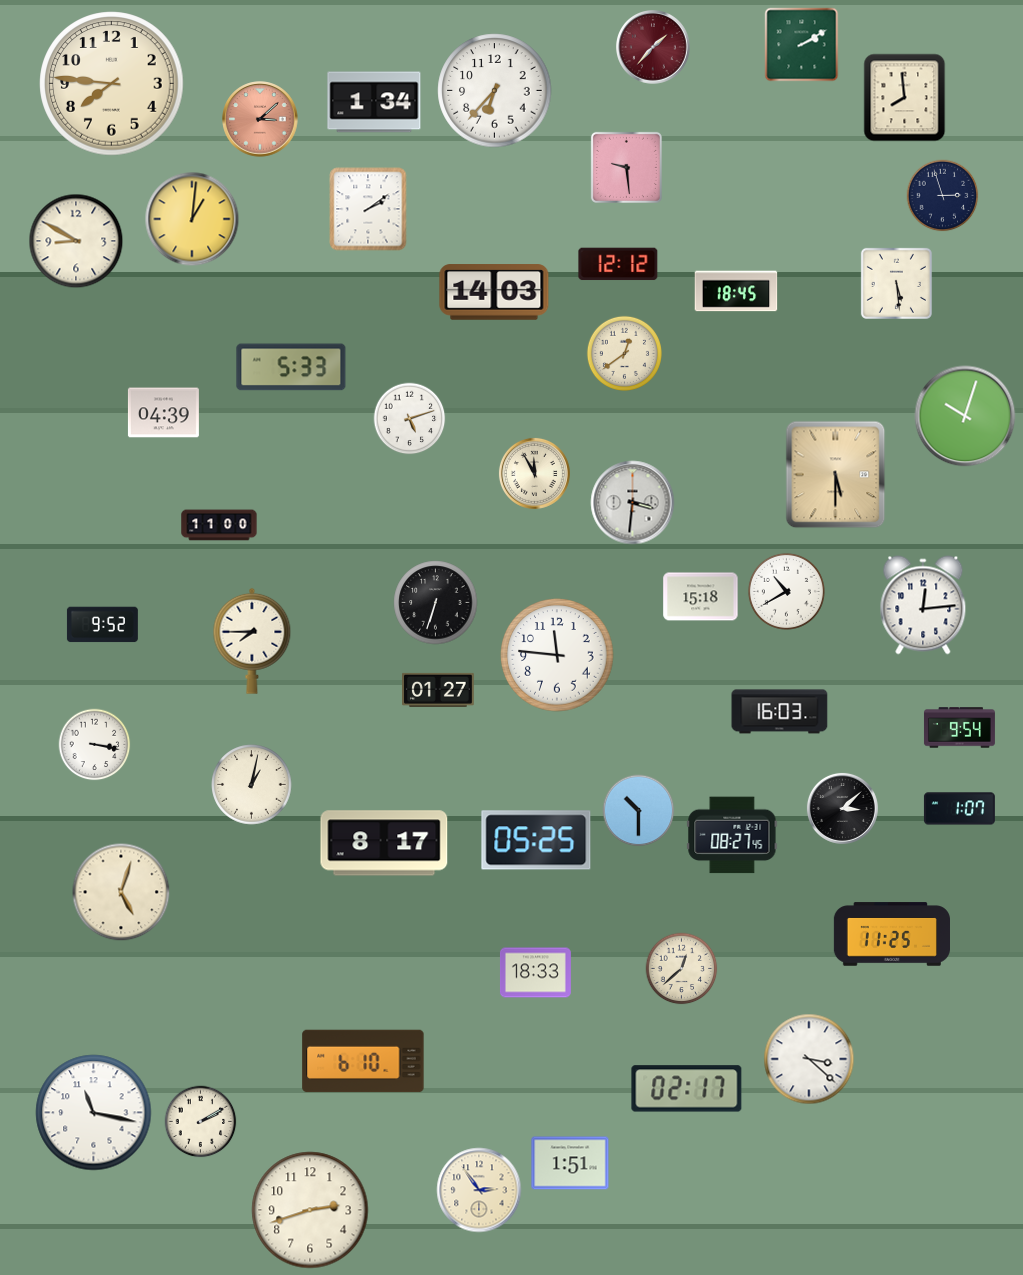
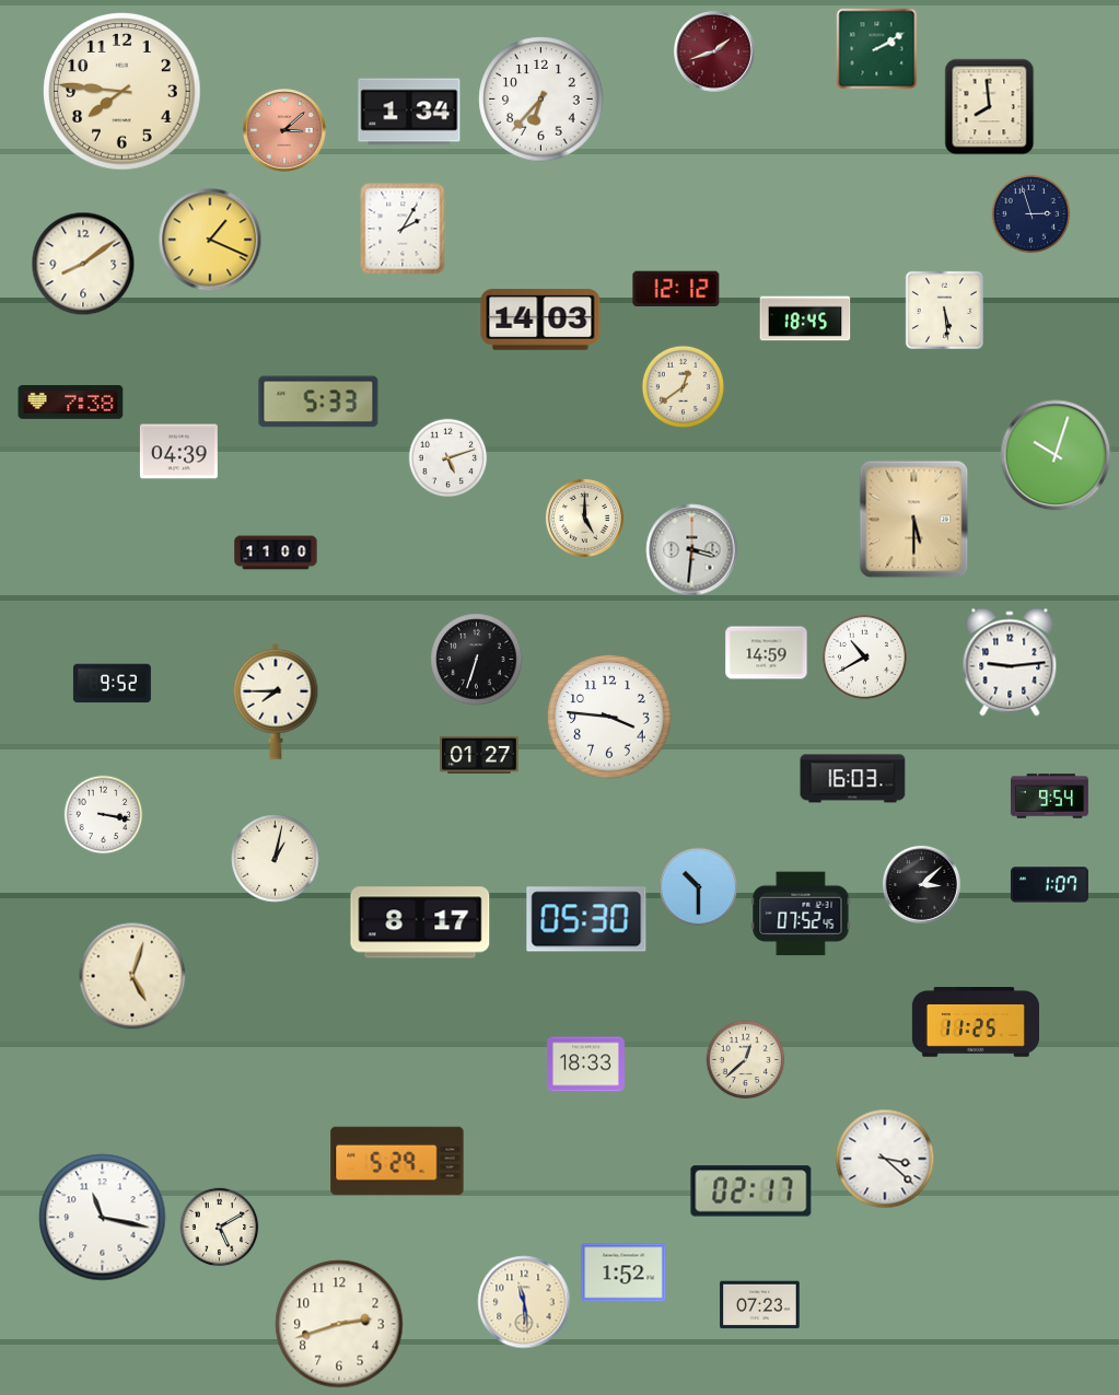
clock at (654, 48): 1:37 -> 1:42
clock at (626, 167): 9:29 -> none
clock at (368, 209): 2:09 -> 2:05
clock at (192, 219): 1:01 -> 1:19
clock at (76, 241): 8:50 -> 8:09
clock at (896, 283) position: (896, 283) -> (944, 310)
clock at (71, 402): none -> 7:38
clock at (534, 473): 11:55 -> 5:00
clock at (219, 525) position: (219, 525) -> (276, 553)
clock at (786, 591) position: (786, 591) -> (864, 656)
clock at (701, 597): 15:18 -> 14:59
clock at (923, 605): 12:14 -> 9:14
clock at (557, 655): 11:46 -> 3:46
clock at (732, 835): 08:27 -> 07:52
clock at (536, 840): 05:25 -> 05:30
clock at (363, 1061): 6:10 -> 5:29
clock at (201, 1122): 2:10 -> 5:10
clock at (570, 1163): 1:51 -> 1:52
clock at (479, 1190): 2:54 -> 11:29
clock at (760, 1305): none -> 07:23
